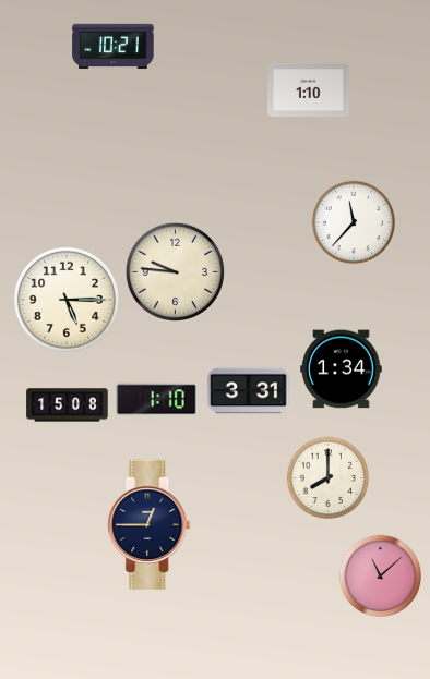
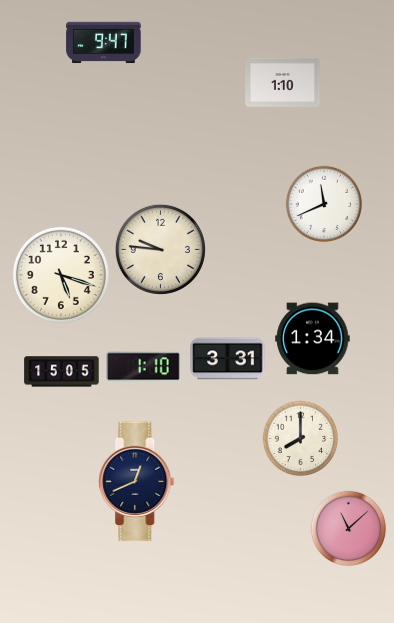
clock at (114, 47): 10:21 -> 9:47
clock at (354, 222): 11:37 -> 11:41
clock at (67, 300): 5:15 -> 5:18
clock at (68, 405): 15:08 -> 15:05
clock at (150, 525): 12:45 -> 12:41
